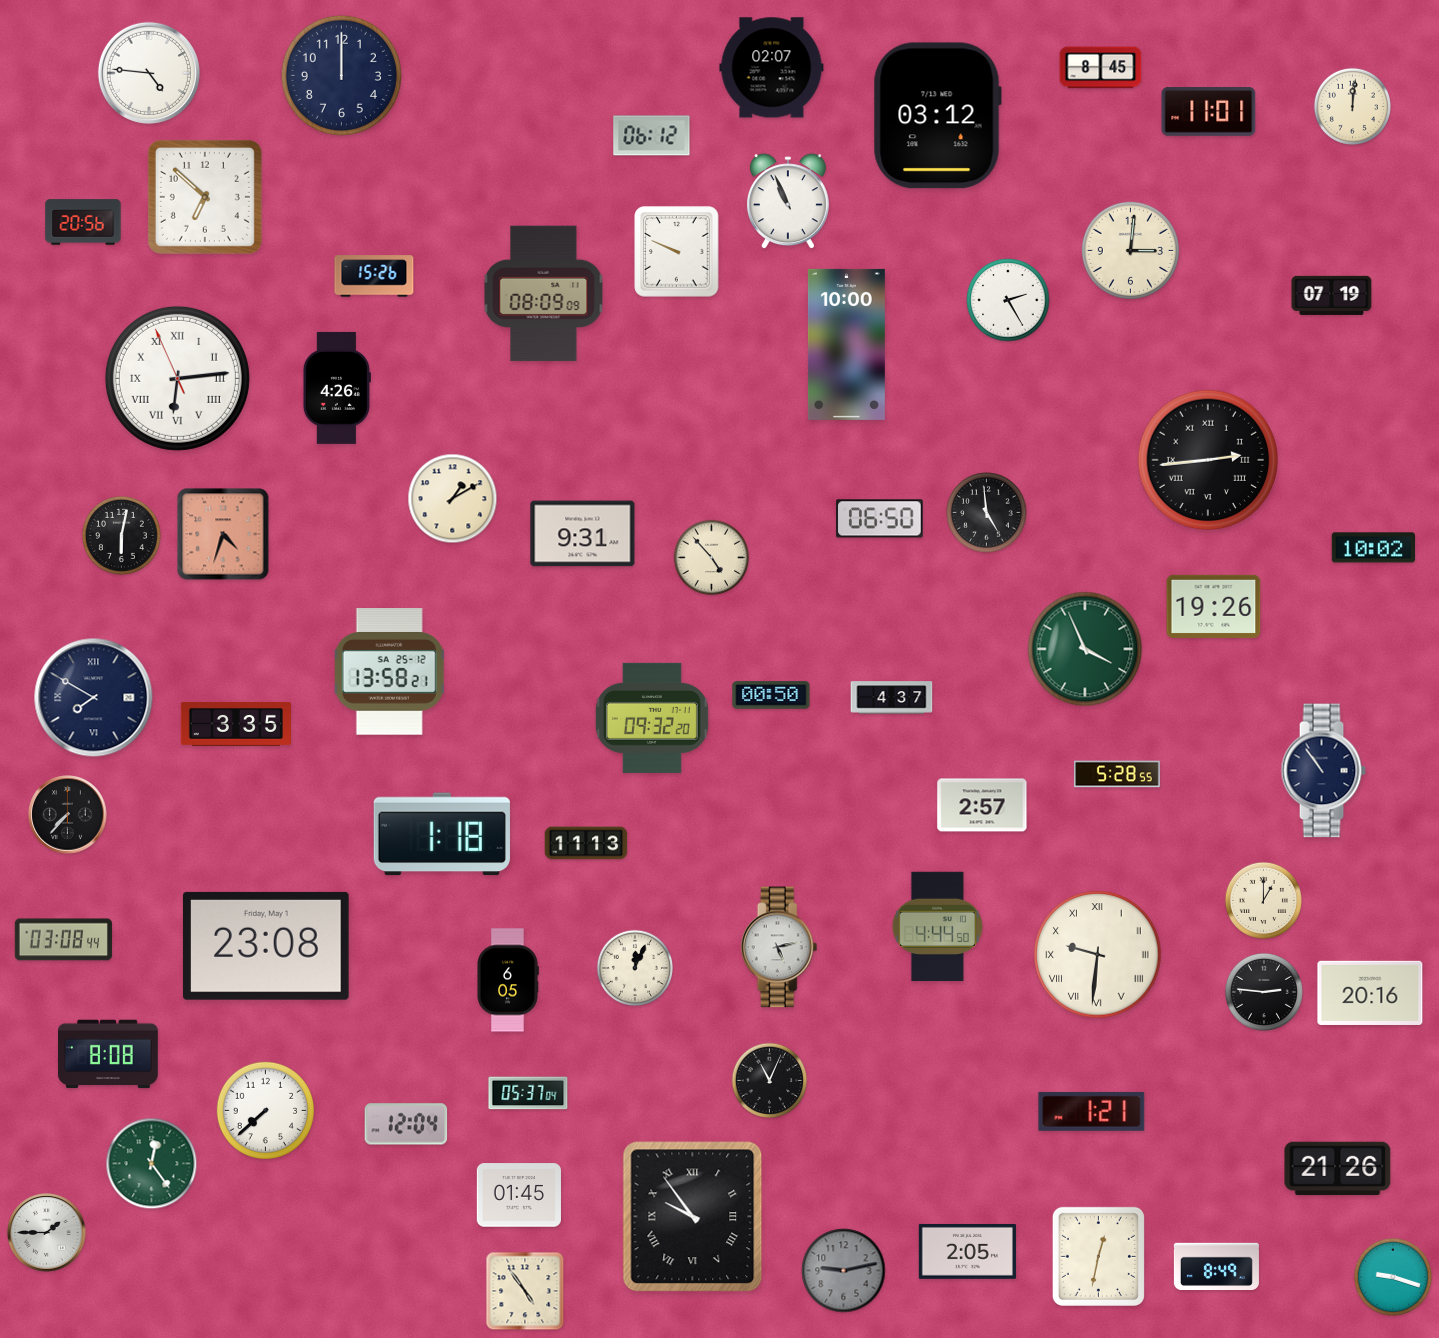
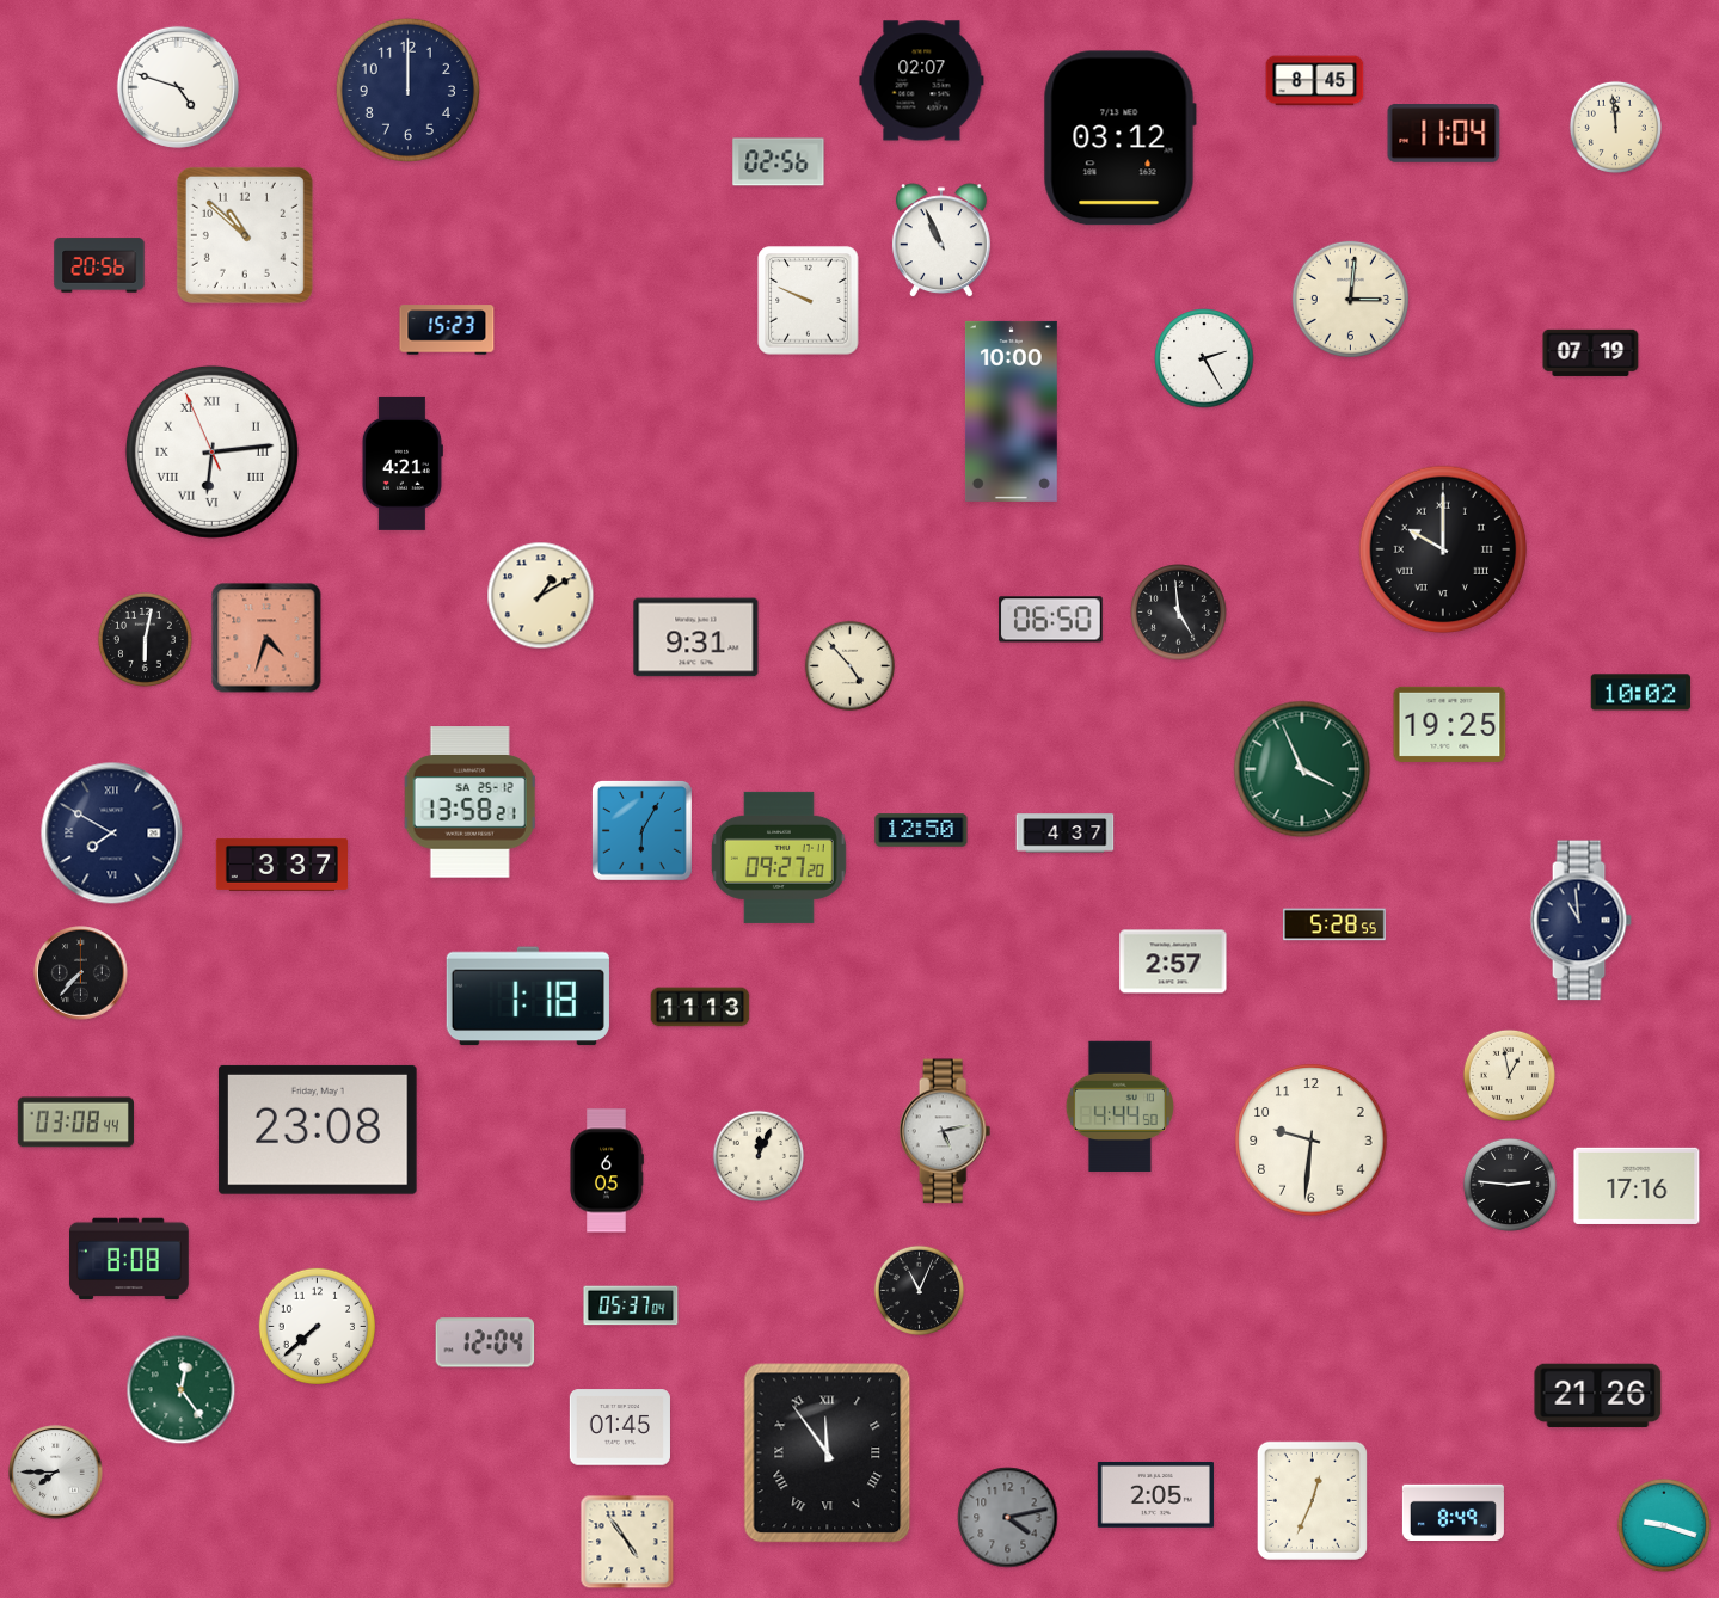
clock at (149, 73): 4:46 -> 4:48
clock at (1352, 106): 12:01 -> 11:59
clock at (1209, 112): 11:01 -> 11:04
clock at (652, 136): 06:12 -> 02:56
clock at (205, 197): 6:52 -> 10:52
clock at (374, 276): 15:26 -> 15:23
clock at (544, 294): 08:09 -> none
clock at (337, 388): 4:26 -> 4:21
clock at (1208, 460): 2:44 -> 10:00
clock at (1374, 548) position: (1374, 548) -> (1641, 693)
clock at (1214, 606): 19:26 -> 19:25
clock at (1085, 649) position: (1085, 649) -> (1302, 769)
clock at (389, 672) position: (389, 672) -> (469, 803)
clock at (641, 830): none -> 6:05
clock at (771, 695): 00:50 -> 12:50
clock at (652, 718): 09:32 -> 09:27
clock at (235, 724): 3:35 -> 3:37
clock at (1323, 771): 10:54 -> 10:59
clock at (1263, 900): 1:00 -> 12:58
clock at (779, 947) position: (779, 947) -> (945, 1131)
clock at (1098, 955) numerals: Roman -> Arabic
clock at (1370, 993): 20:16 -> 17:16
clock at (1092, 1111): 1:21 -> none
clock at (693, 1217): 9:54 -> 11:54
clock at (47, 1233): 1:45 -> 7:45
clock at (1098, 1256): 12:32 -> 12:34
clock at (844, 1271): 9:13 -> 4:13
